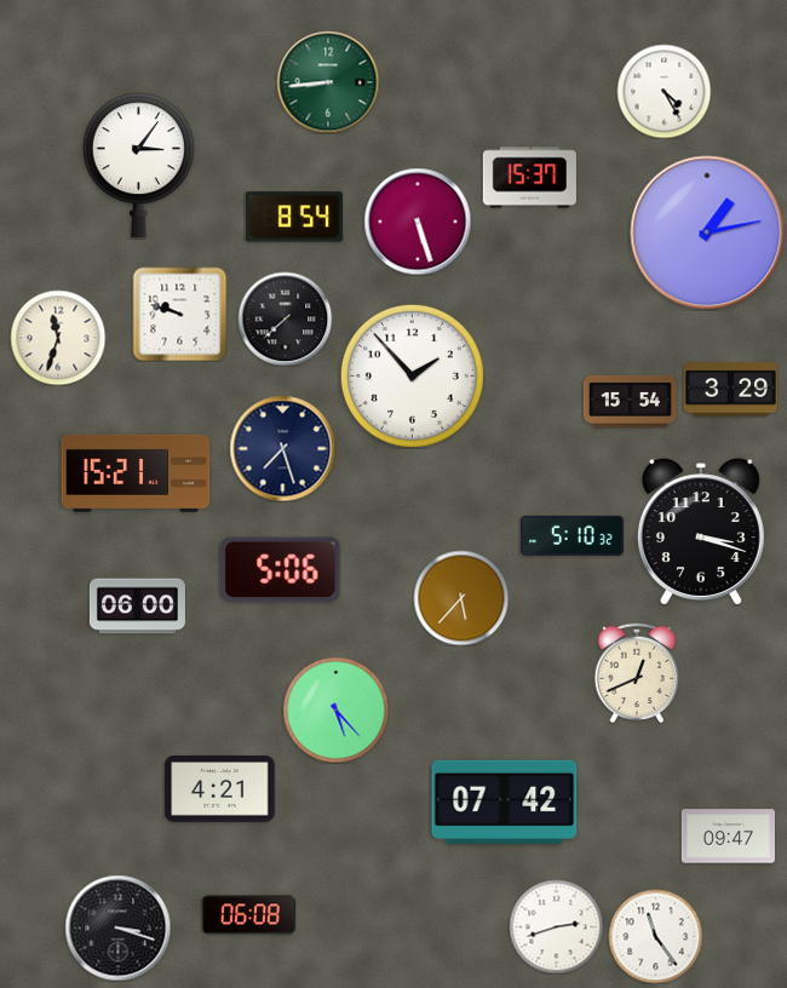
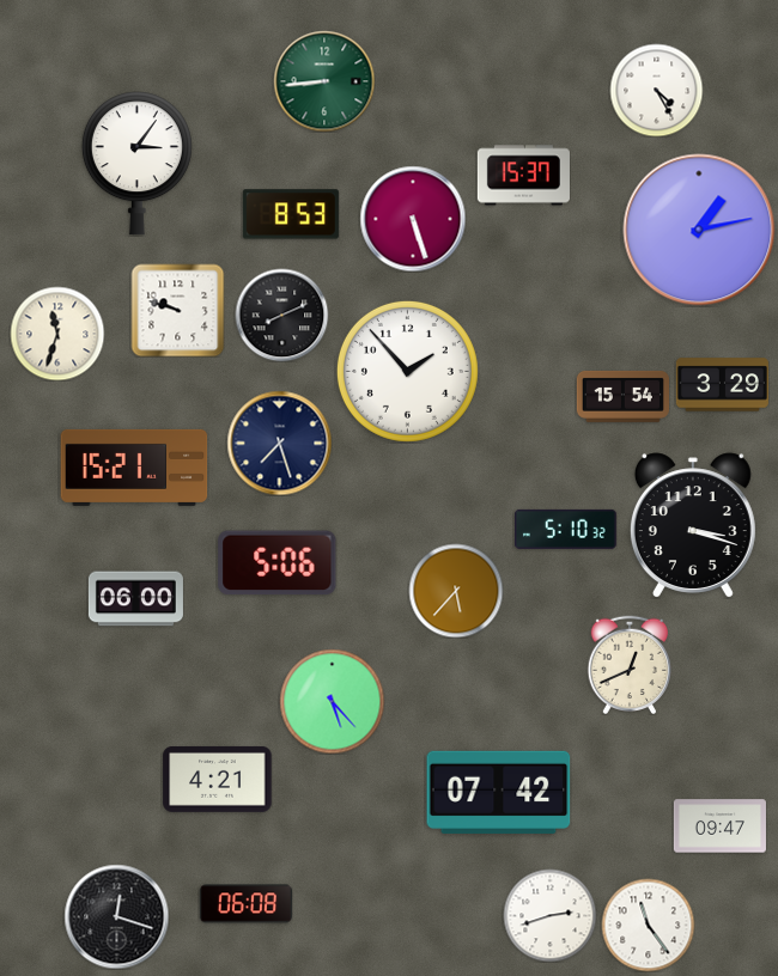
clock at (294, 217): 8:54 -> 8:53
clock at (285, 318): 7:38 -> 8:11
clock at (117, 927): 3:18 -> 12:18
